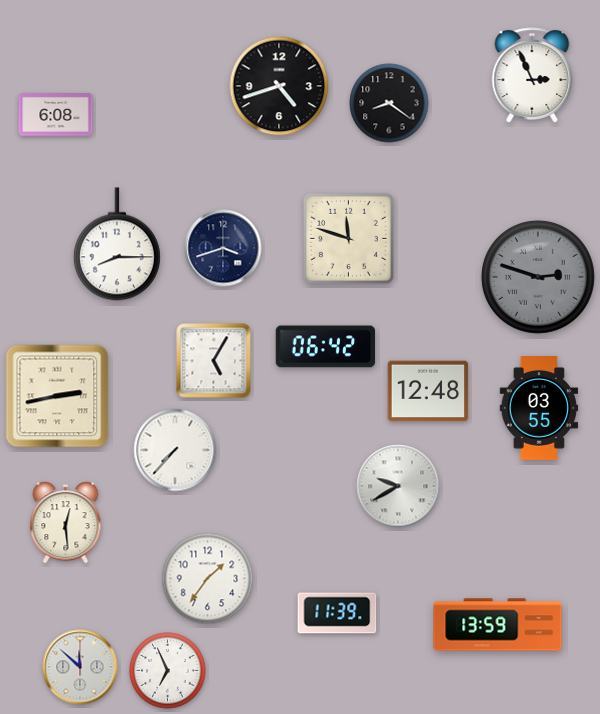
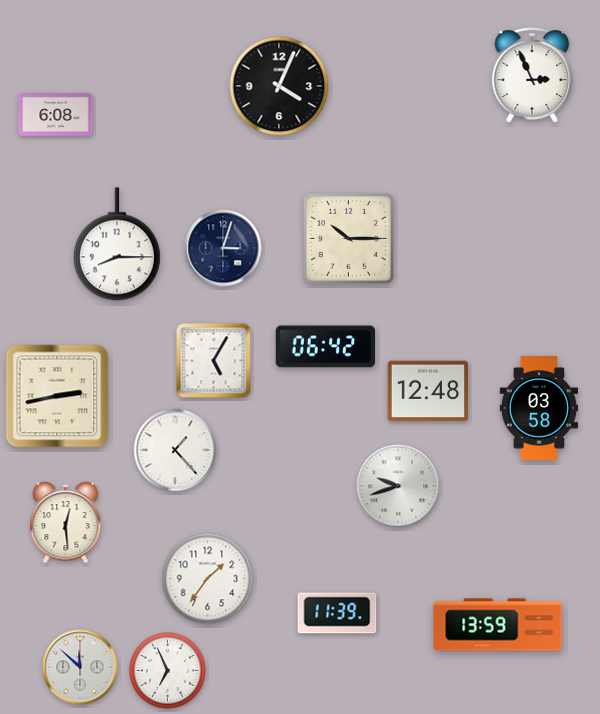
clock at (279, 86): 4:42 -> 4:04
clock at (389, 103): 8:21 -> none
clock at (348, 238): 11:48 -> 10:15
clock at (223, 248): 3:42 -> 3:03
clock at (538, 277): 2:48 -> none
clock at (539, 409): 03:55 -> 03:58
clock at (175, 450): 7:37 -> 1:23
clock at (398, 486): 9:40 -> 9:42
